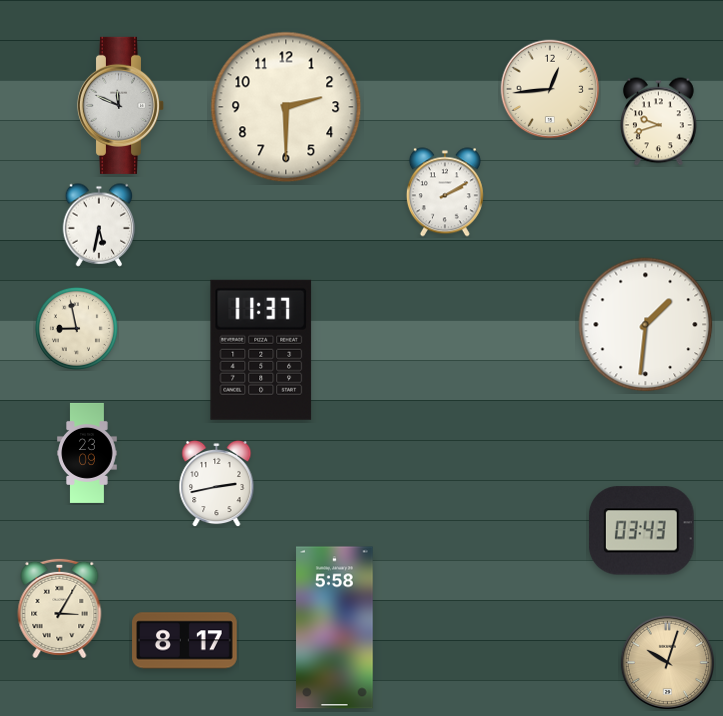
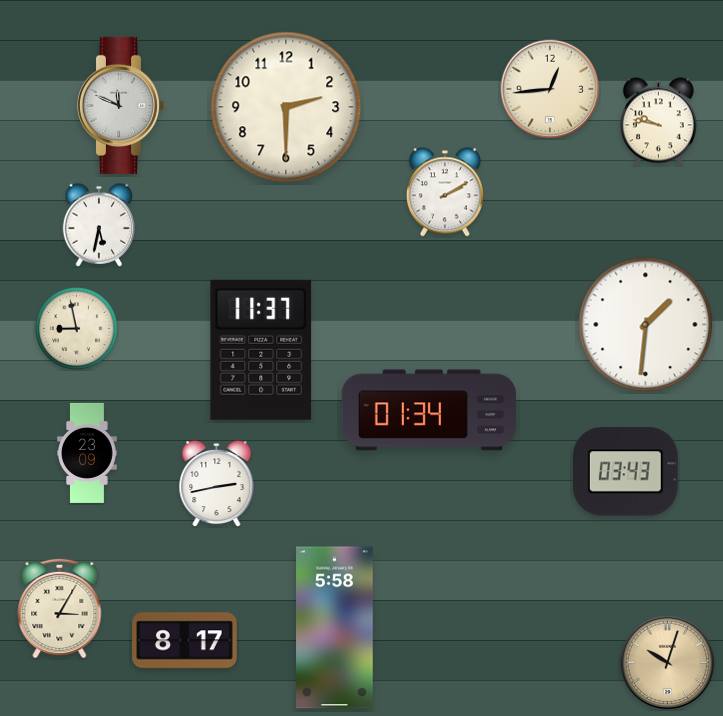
clock at (659, 122): 9:42 -> 9:47
clock at (428, 410): none -> 01:34
clock at (641, 531) position: (641, 531) -> (625, 472)
